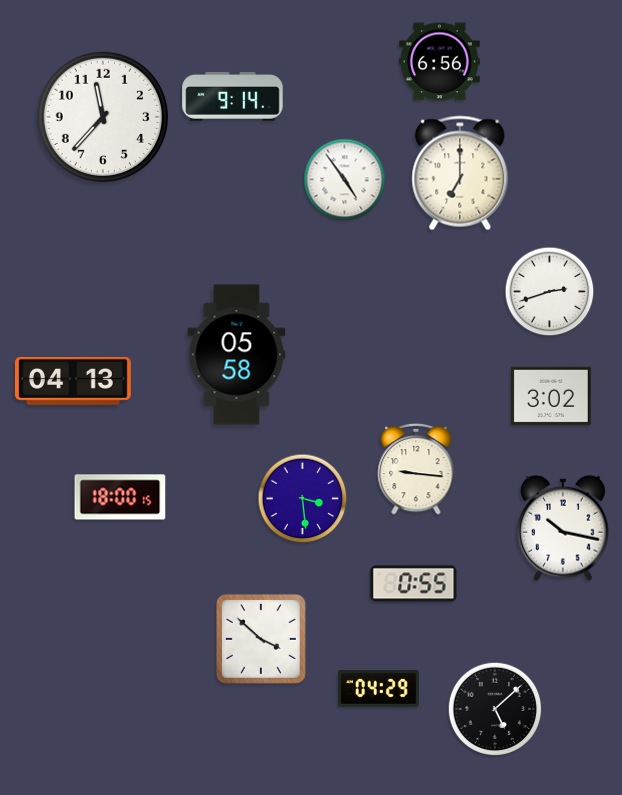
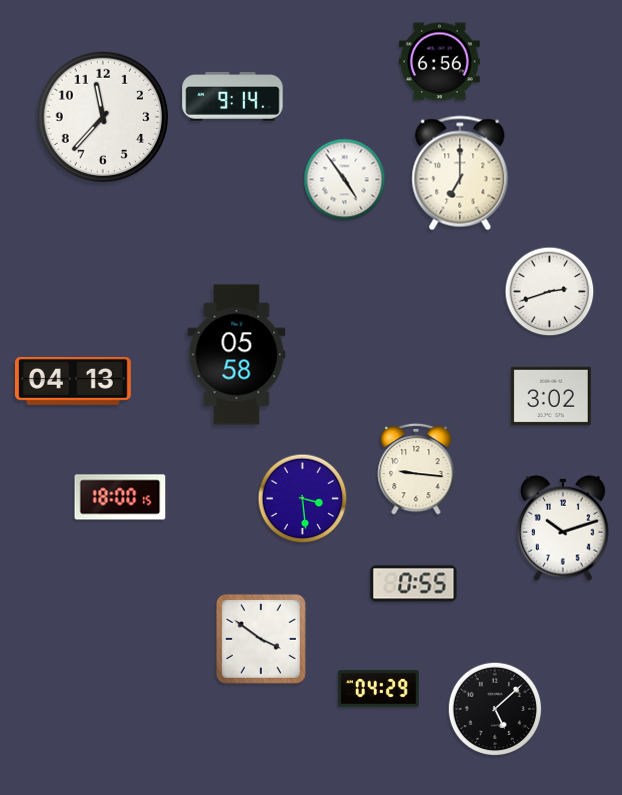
clock at (563, 528): 10:17 -> 10:12
clock at (261, 639): 3:52 -> 3:51
